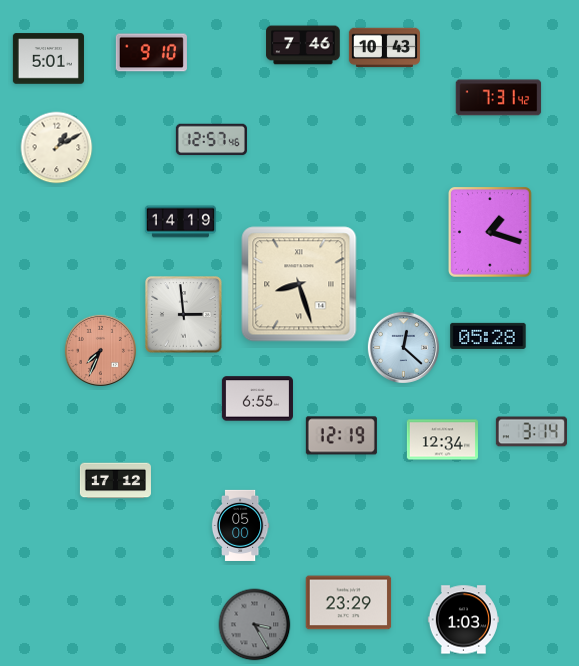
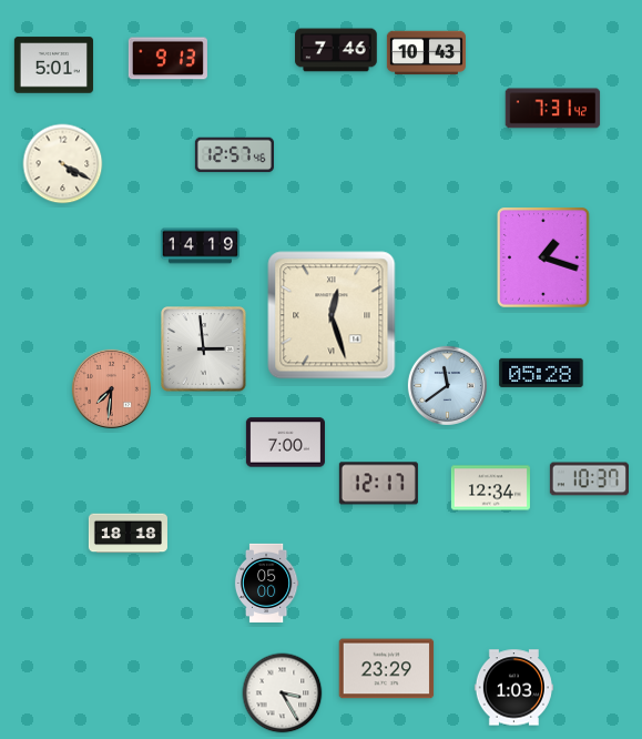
clock at (151, 53): 9:10 -> 9:13
clock at (57, 148): 1:10 -> 4:20
clock at (299, 284): 8:27 -> 12:27
clock at (403, 347): 12:22 -> 11:39
clock at (100, 350): 7:34 -> 7:31
clock at (257, 399): 6:55 -> 7:00
clock at (531, 432): 3:14 -> 10:37
clock at (341, 436): 12:19 -> 12:17
clock at (115, 481): 17:12 -> 18:18
clock at (255, 625) dial: grey -> white
